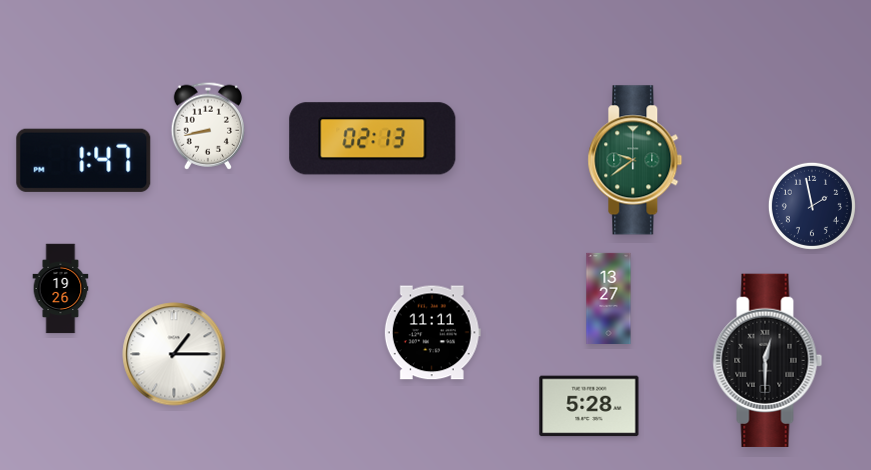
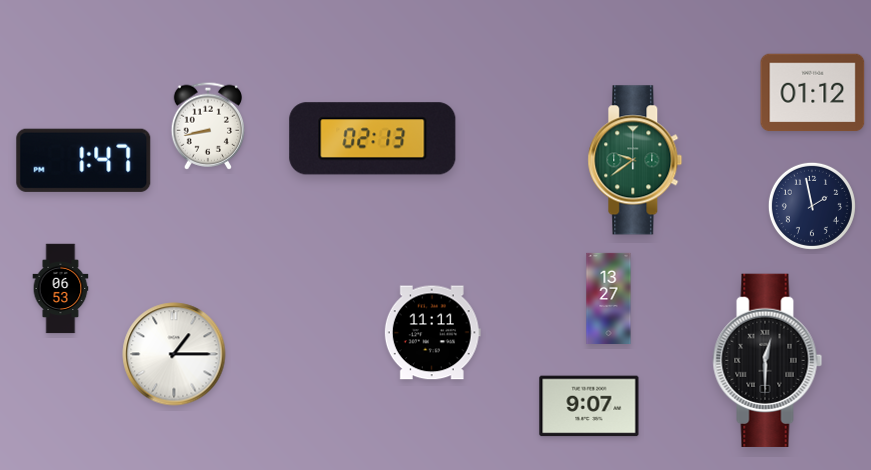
clock at (813, 93): none -> 01:12
clock at (61, 289): 19:26 -> 06:53
clock at (589, 406): 5:28 -> 9:07
